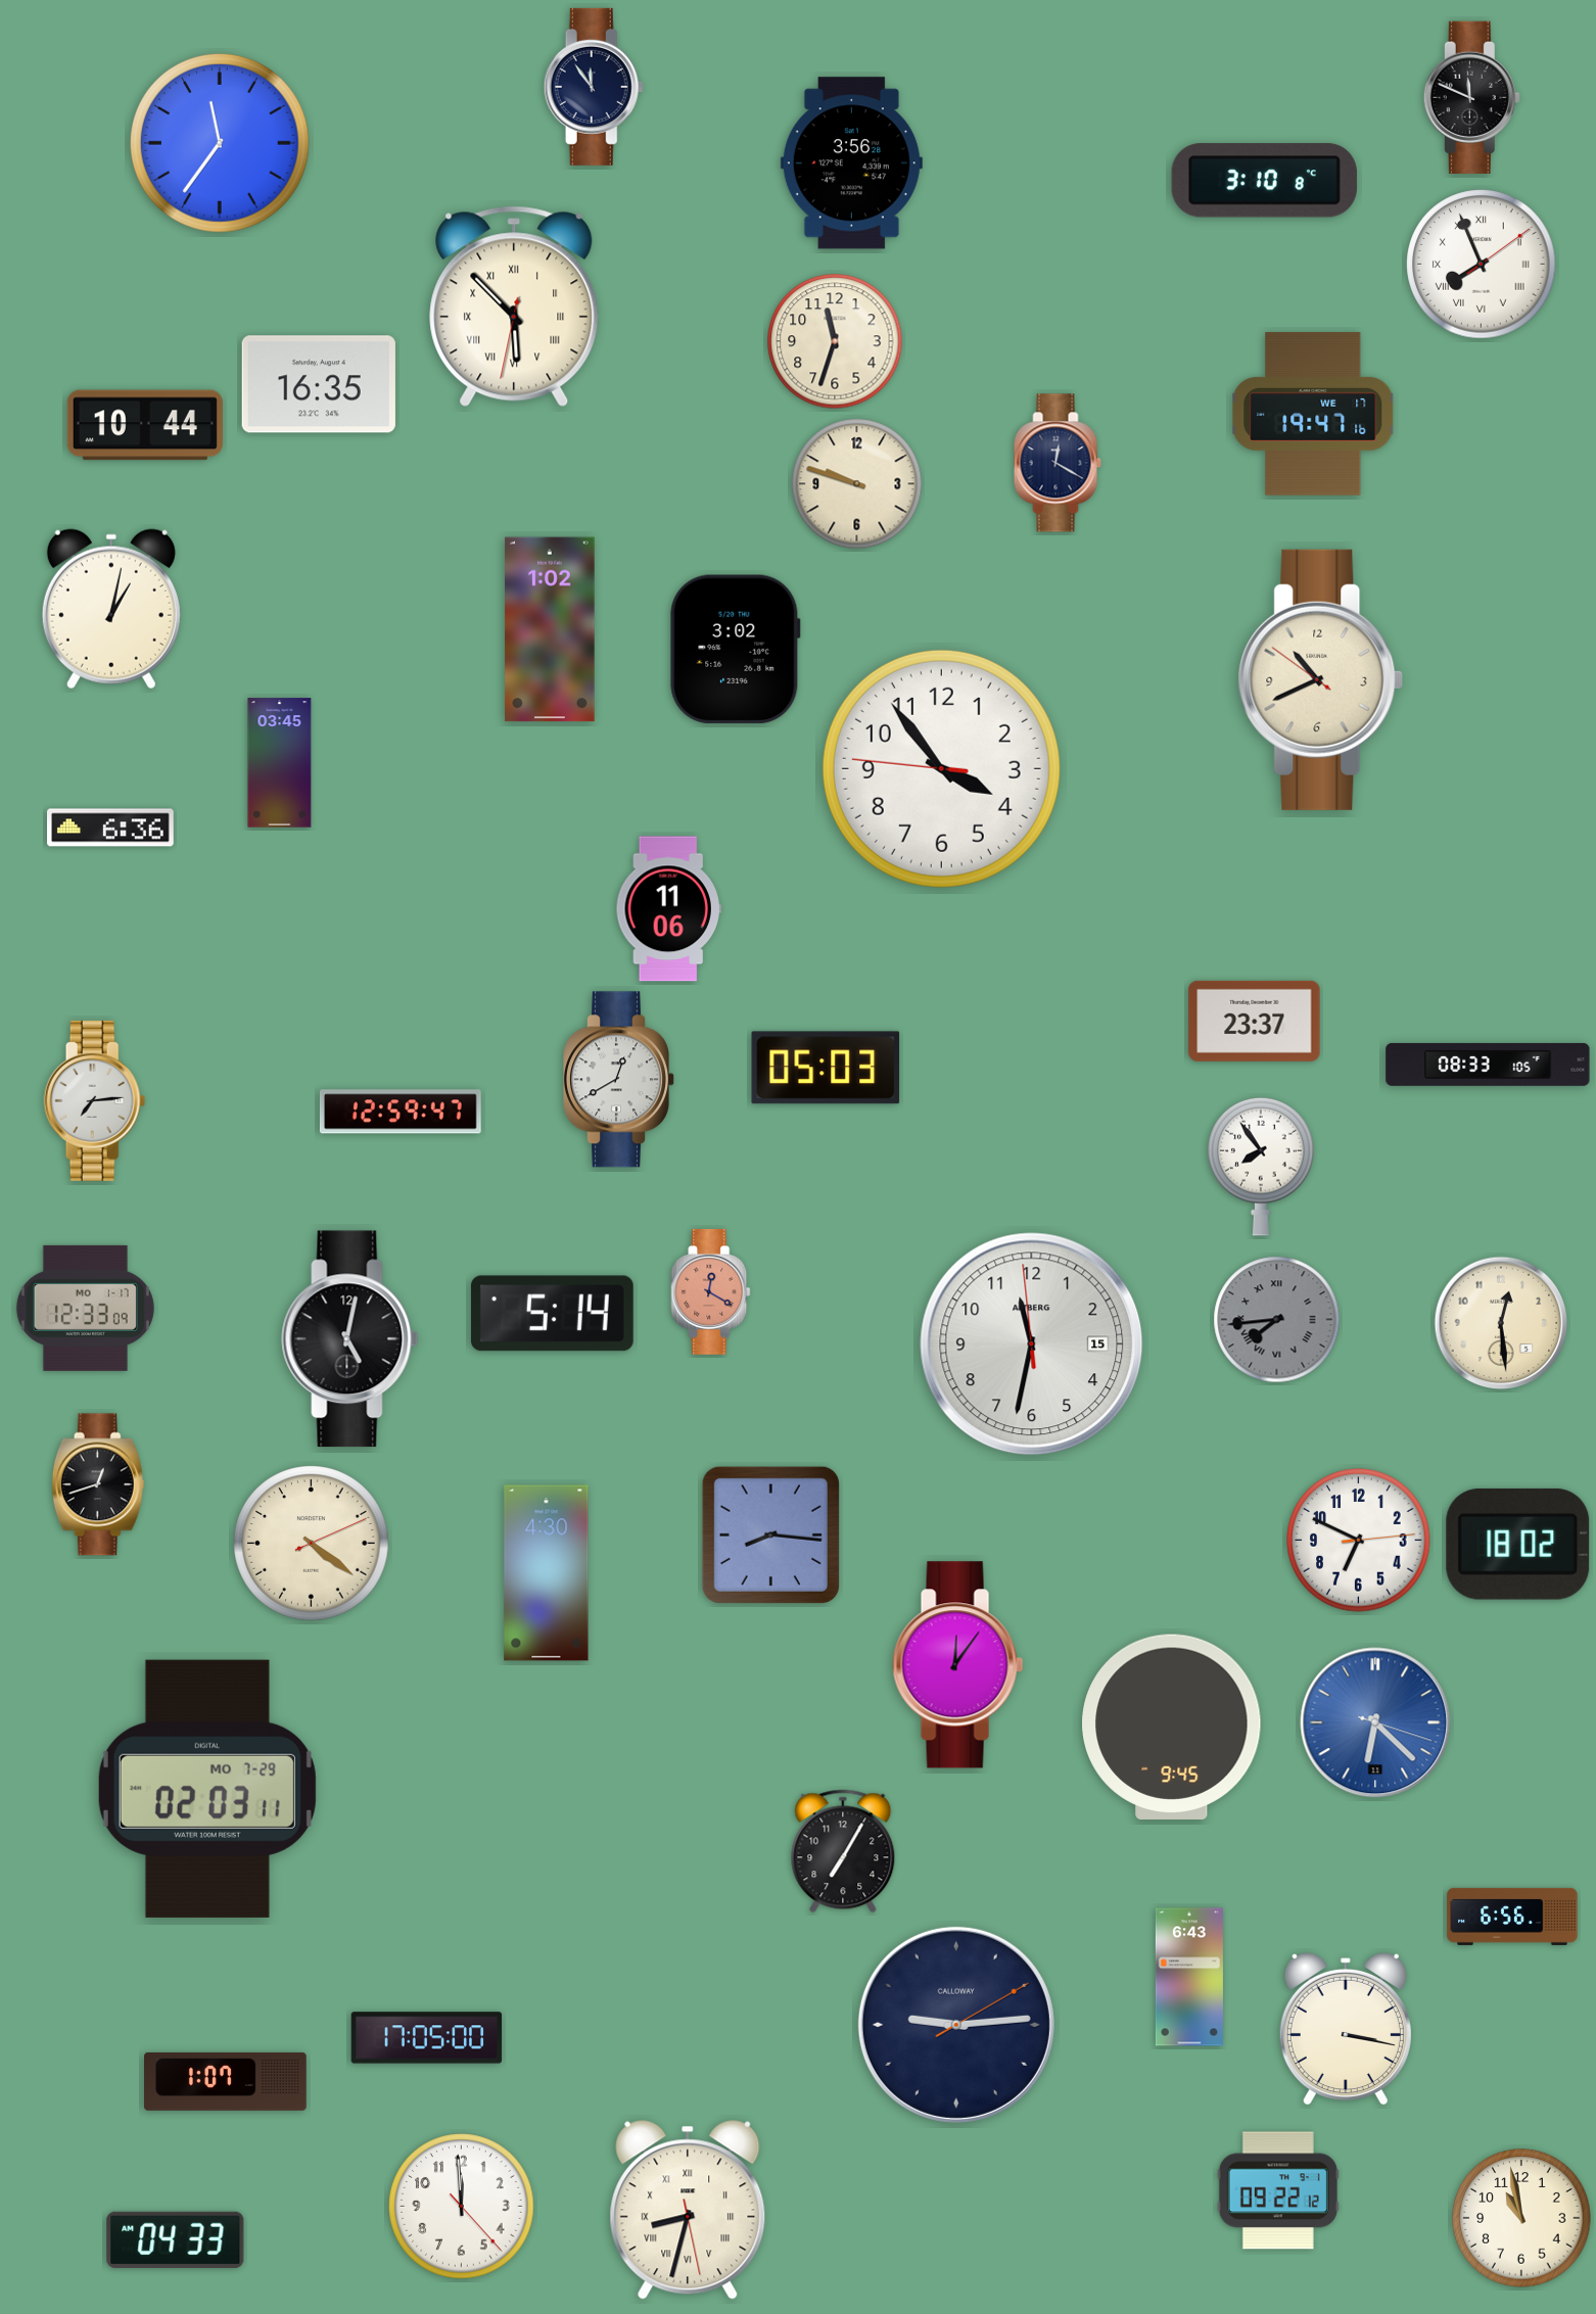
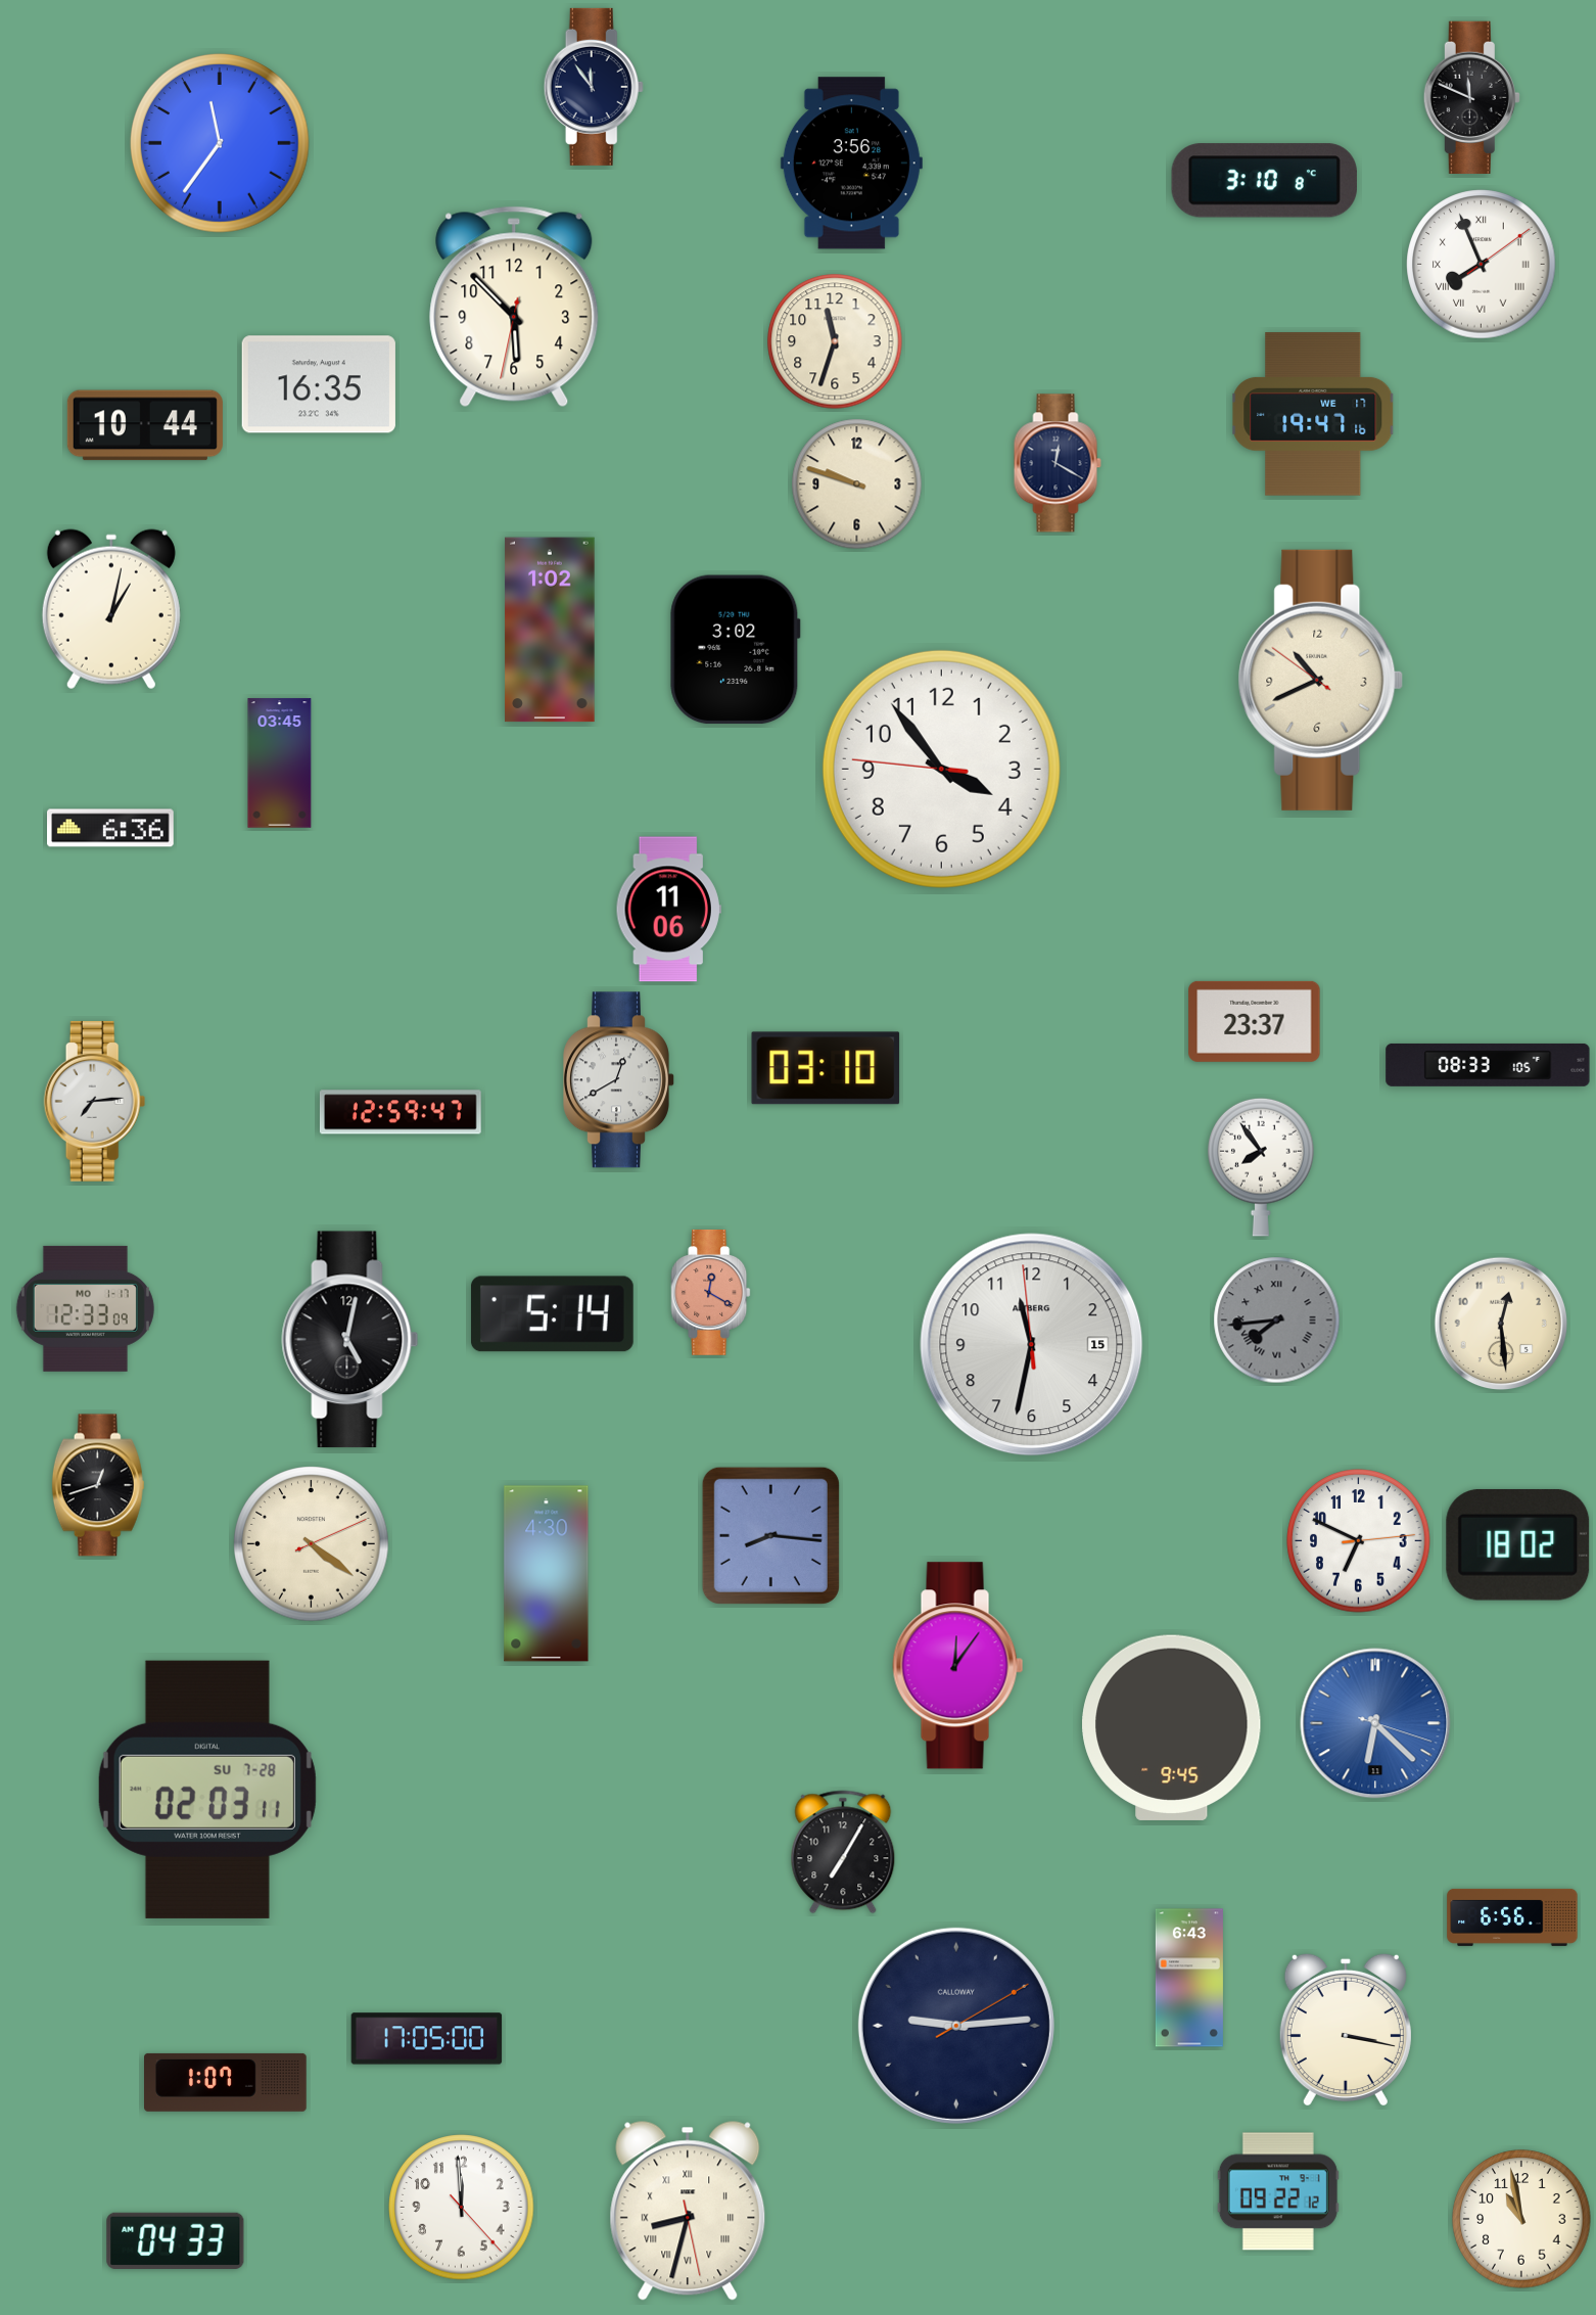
clock at (514, 306) numerals: Roman -> Arabic
clock at (826, 1068): 05:03 -> 03:10
clock at (207, 1789) date: MO 7-29 -> SU 7-28
